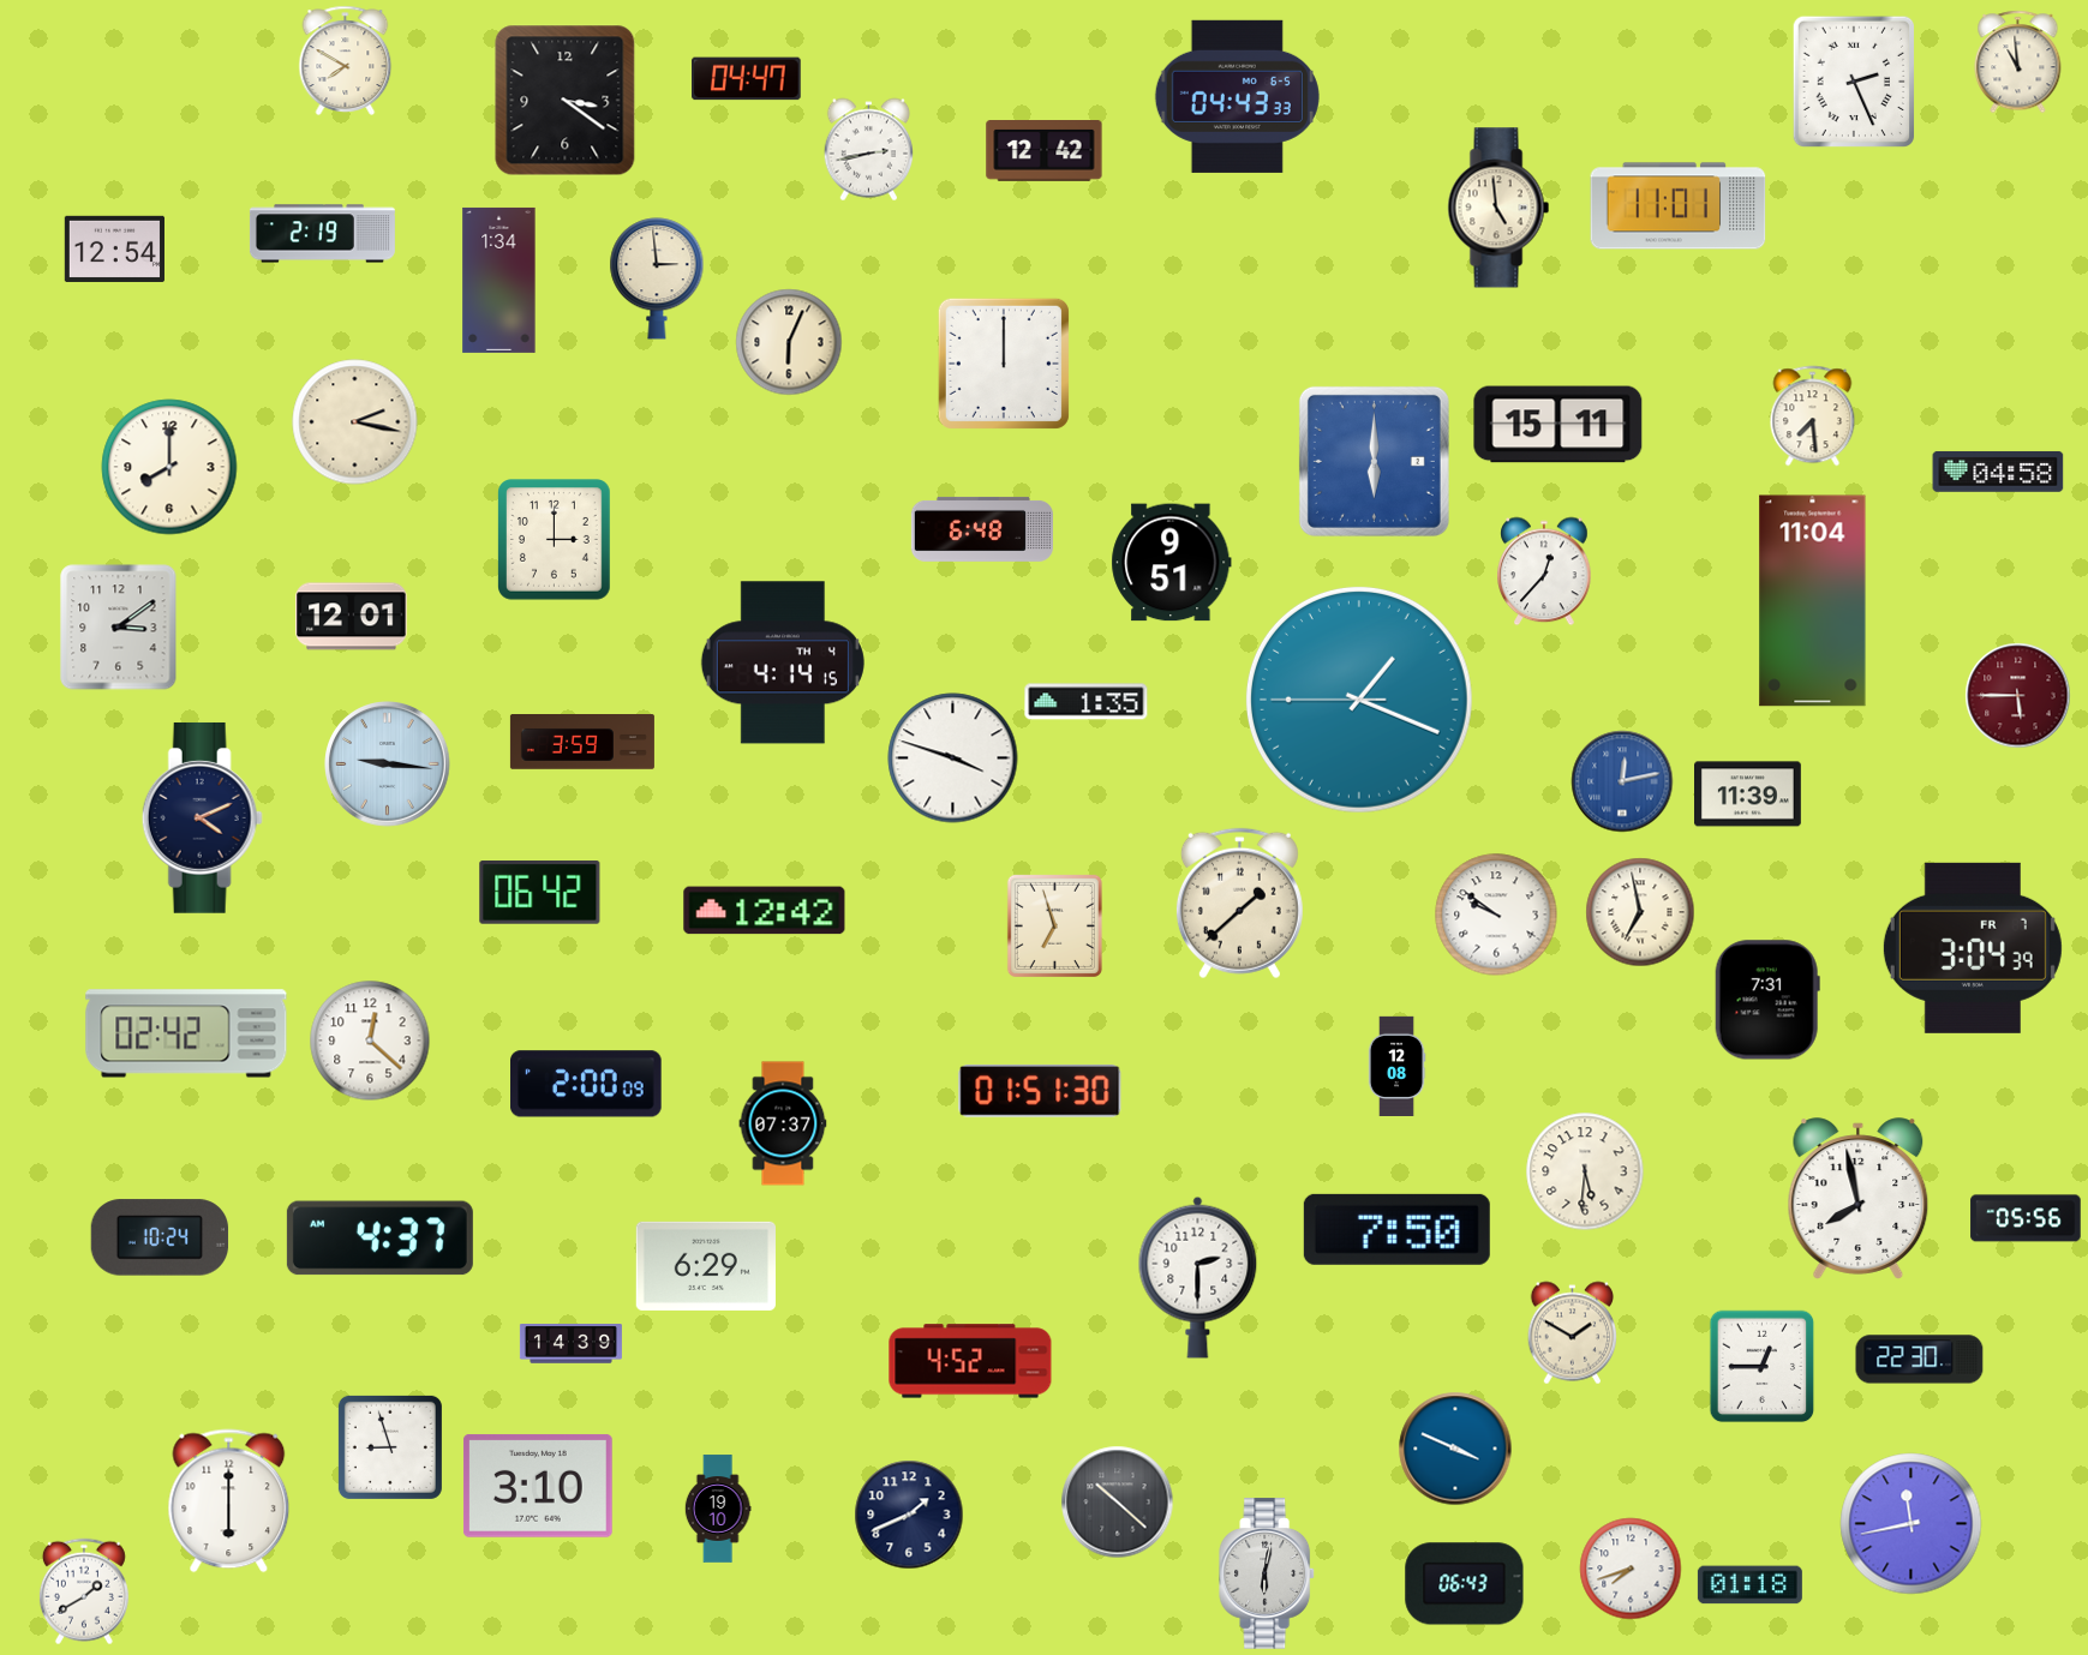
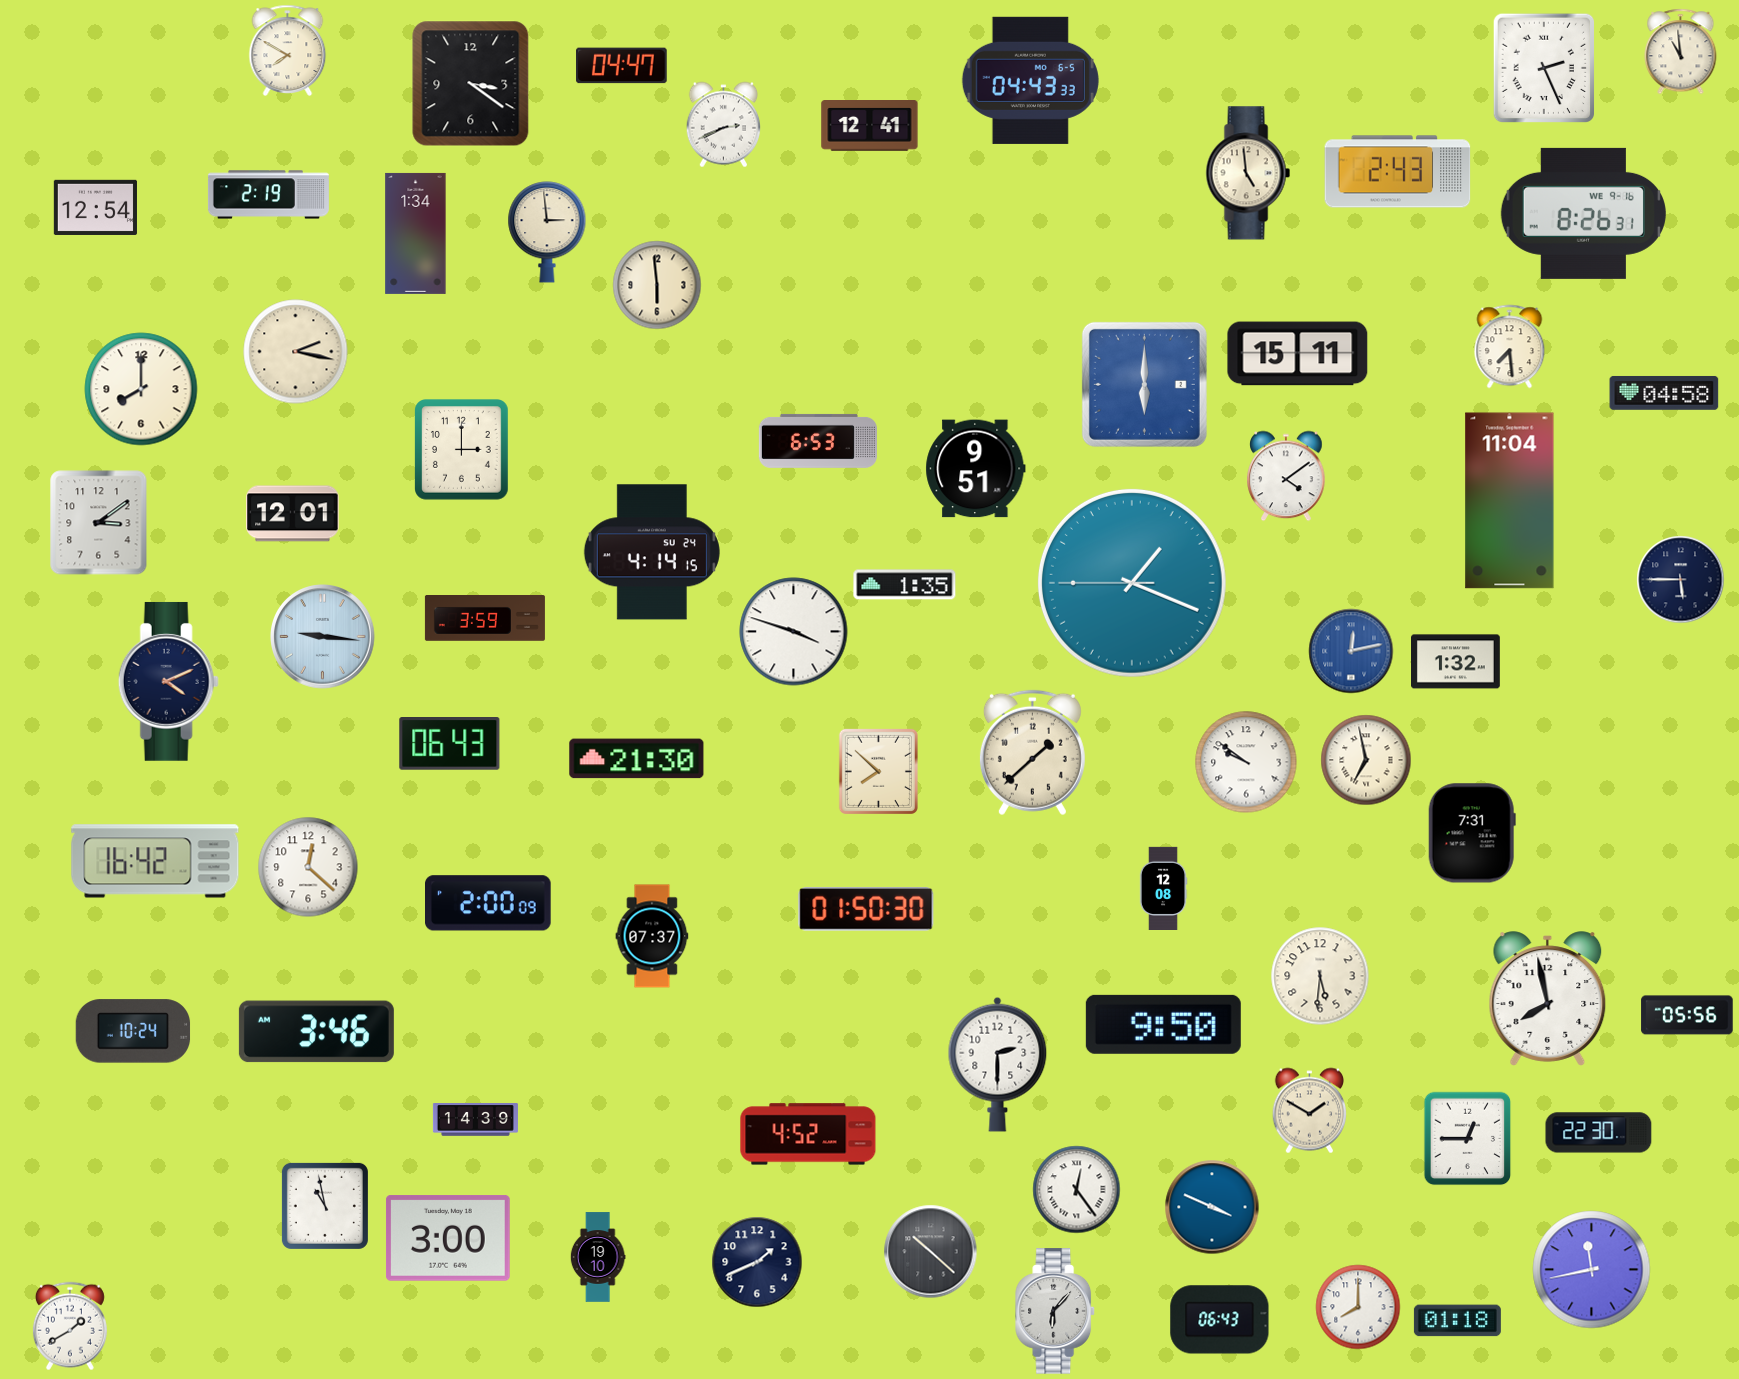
clock at (868, 150): 2:43 -> 2:41
clock at (1045, 151): 12:42 -> 12:41
clock at (1679, 206): 11:01 -> 2:43
clock at (1583, 213): none -> 8:26
clock at (789, 342): 6:04 -> 5:59
clock at (1004, 364): 12:00 -> none
clock at (982, 529): 6:48 -> 6:53
clock at (1544, 571): 12:37 -> 4:09
clock at (783, 662) date: TH 4 -> SU 24
clock at (2018, 696) dial: burgundy -> navy
clock at (1748, 794): 11:39 -> 1:32
clock at (540, 893): 06:42 -> 06:43
clock at (765, 911): 12:42 -> 21:30
clock at (1054, 925): 6:57 -> 7:52
clock at (1973, 948): 3:04 -> none
clock at (186, 1033): 02:42 -> 16:42
clock at (1040, 1091): 01:51 -> 01:50
clock at (1396, 1229): 7:50 -> 9:50
clock at (379, 1239): 4:37 -> 3:46
clock at (706, 1266): 6:29 -> none
clock at (1077, 1190): none -> 12:24
clock at (390, 1447): 8:57 -> 10:58
clock at (538, 1487): 3:10 -> 3:00
clock at (229, 1501): 6:00 -> none
clock at (1631, 1569): 7:42 -> 8:00
clock at (1268, 1573): 6:02 -> 6:07
